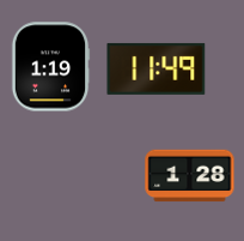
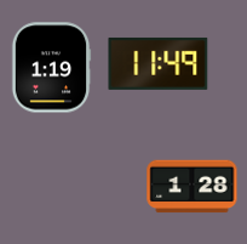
clock at (157, 68) position: (157, 68) -> (159, 63)
clock at (190, 176) position: (190, 176) -> (193, 187)
